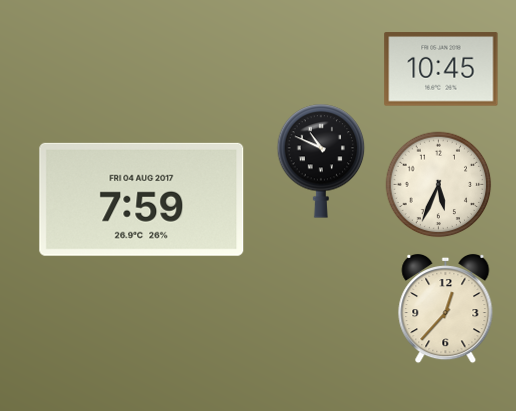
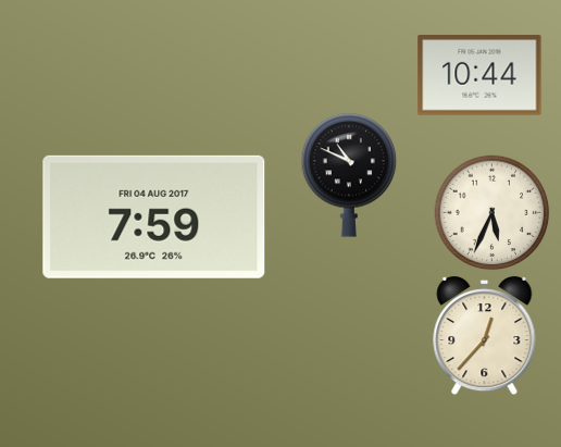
clock at (441, 69): 10:45 -> 10:44
clock at (439, 185) position: (439, 185) -> (493, 213)
